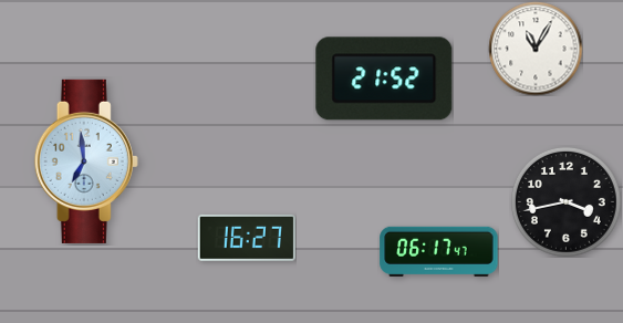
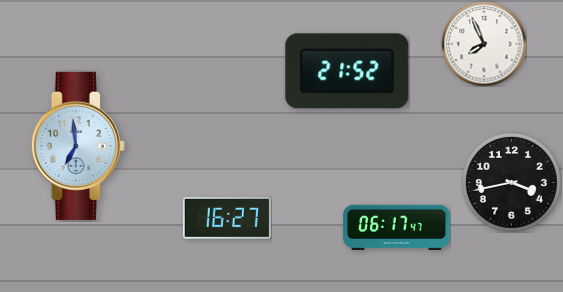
clock at (536, 49): 11:05 -> 7:56
clock at (247, 238) position: (247, 238) -> (227, 218)
